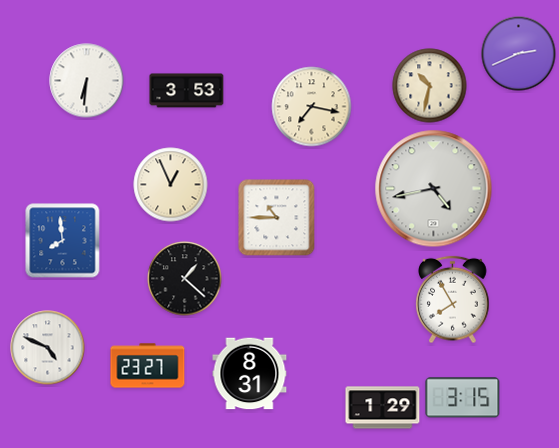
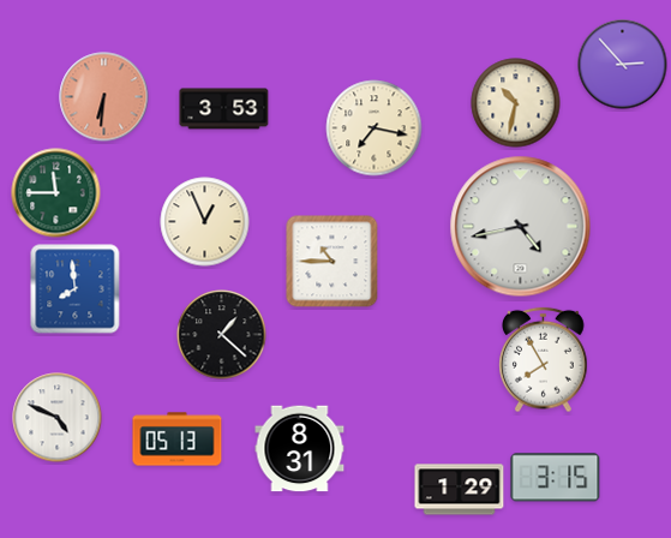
clock at (519, 54): 2:41 -> 2:53
clock at (87, 81) dial: white -> salmon
clock at (56, 193): none -> 11:45
clock at (148, 366): 23:27 -> 05:13
